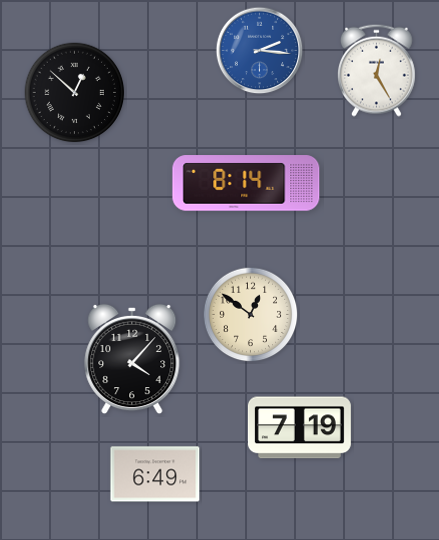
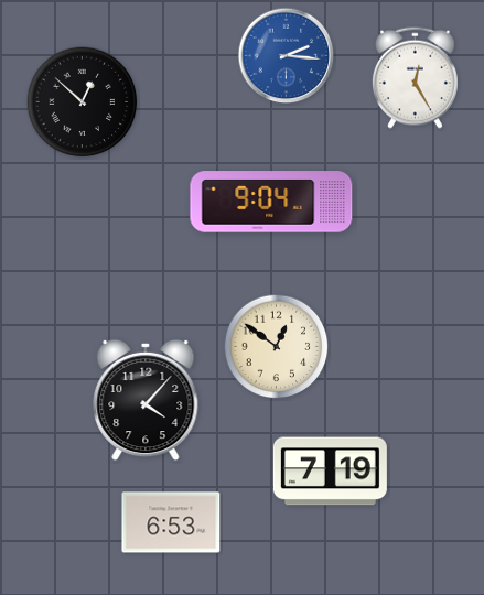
clock at (246, 183): 8:14 -> 9:04
clock at (132, 359) position: (132, 359) -> (146, 400)
clock at (155, 474): 6:49 -> 6:53
